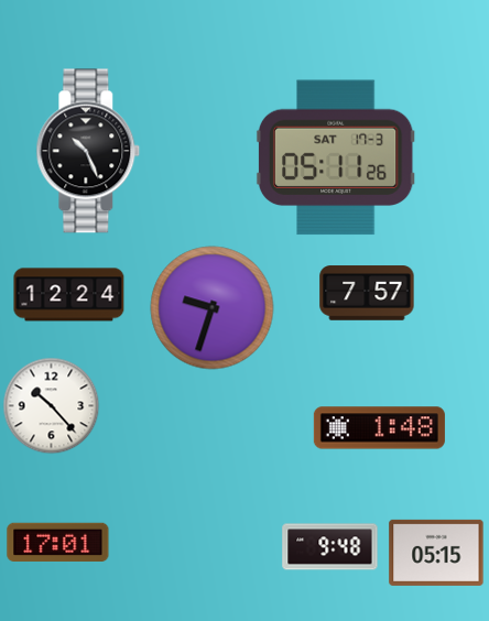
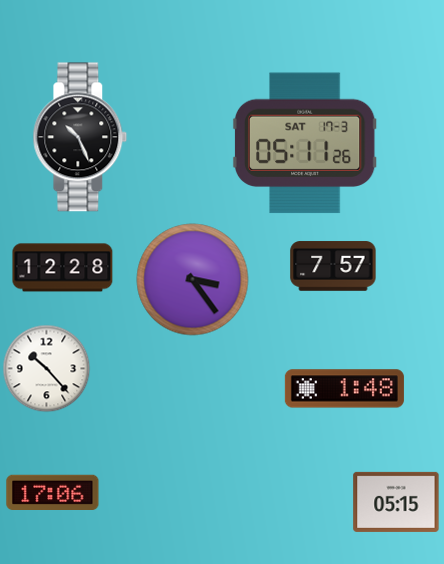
clock at (69, 295): 12:24 -> 12:28
clock at (213, 308): 9:33 -> 3:24
clock at (58, 542): 17:01 -> 17:06
clock at (330, 547): 9:48 -> none
